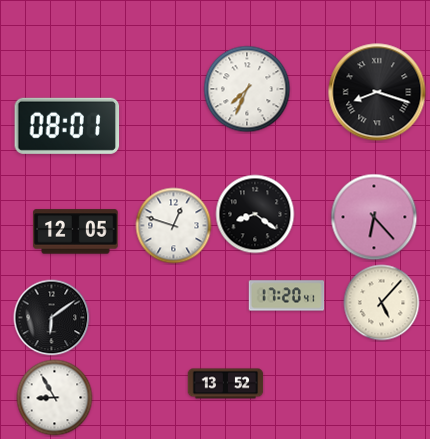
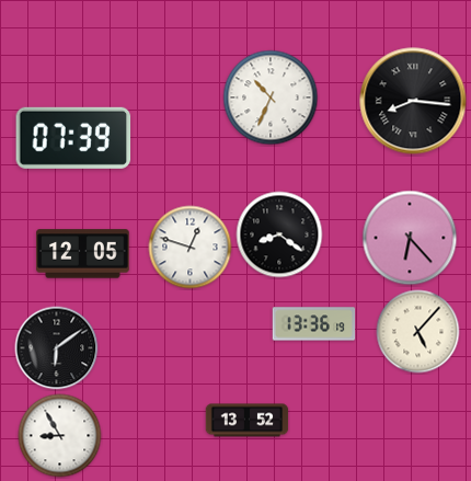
clock at (247, 89): 7:34 -> 10:34
clock at (377, 92): 8:18 -> 8:16
clock at (67, 126): 08:01 -> 07:39
clock at (287, 296): 17:20 -> 13:36
